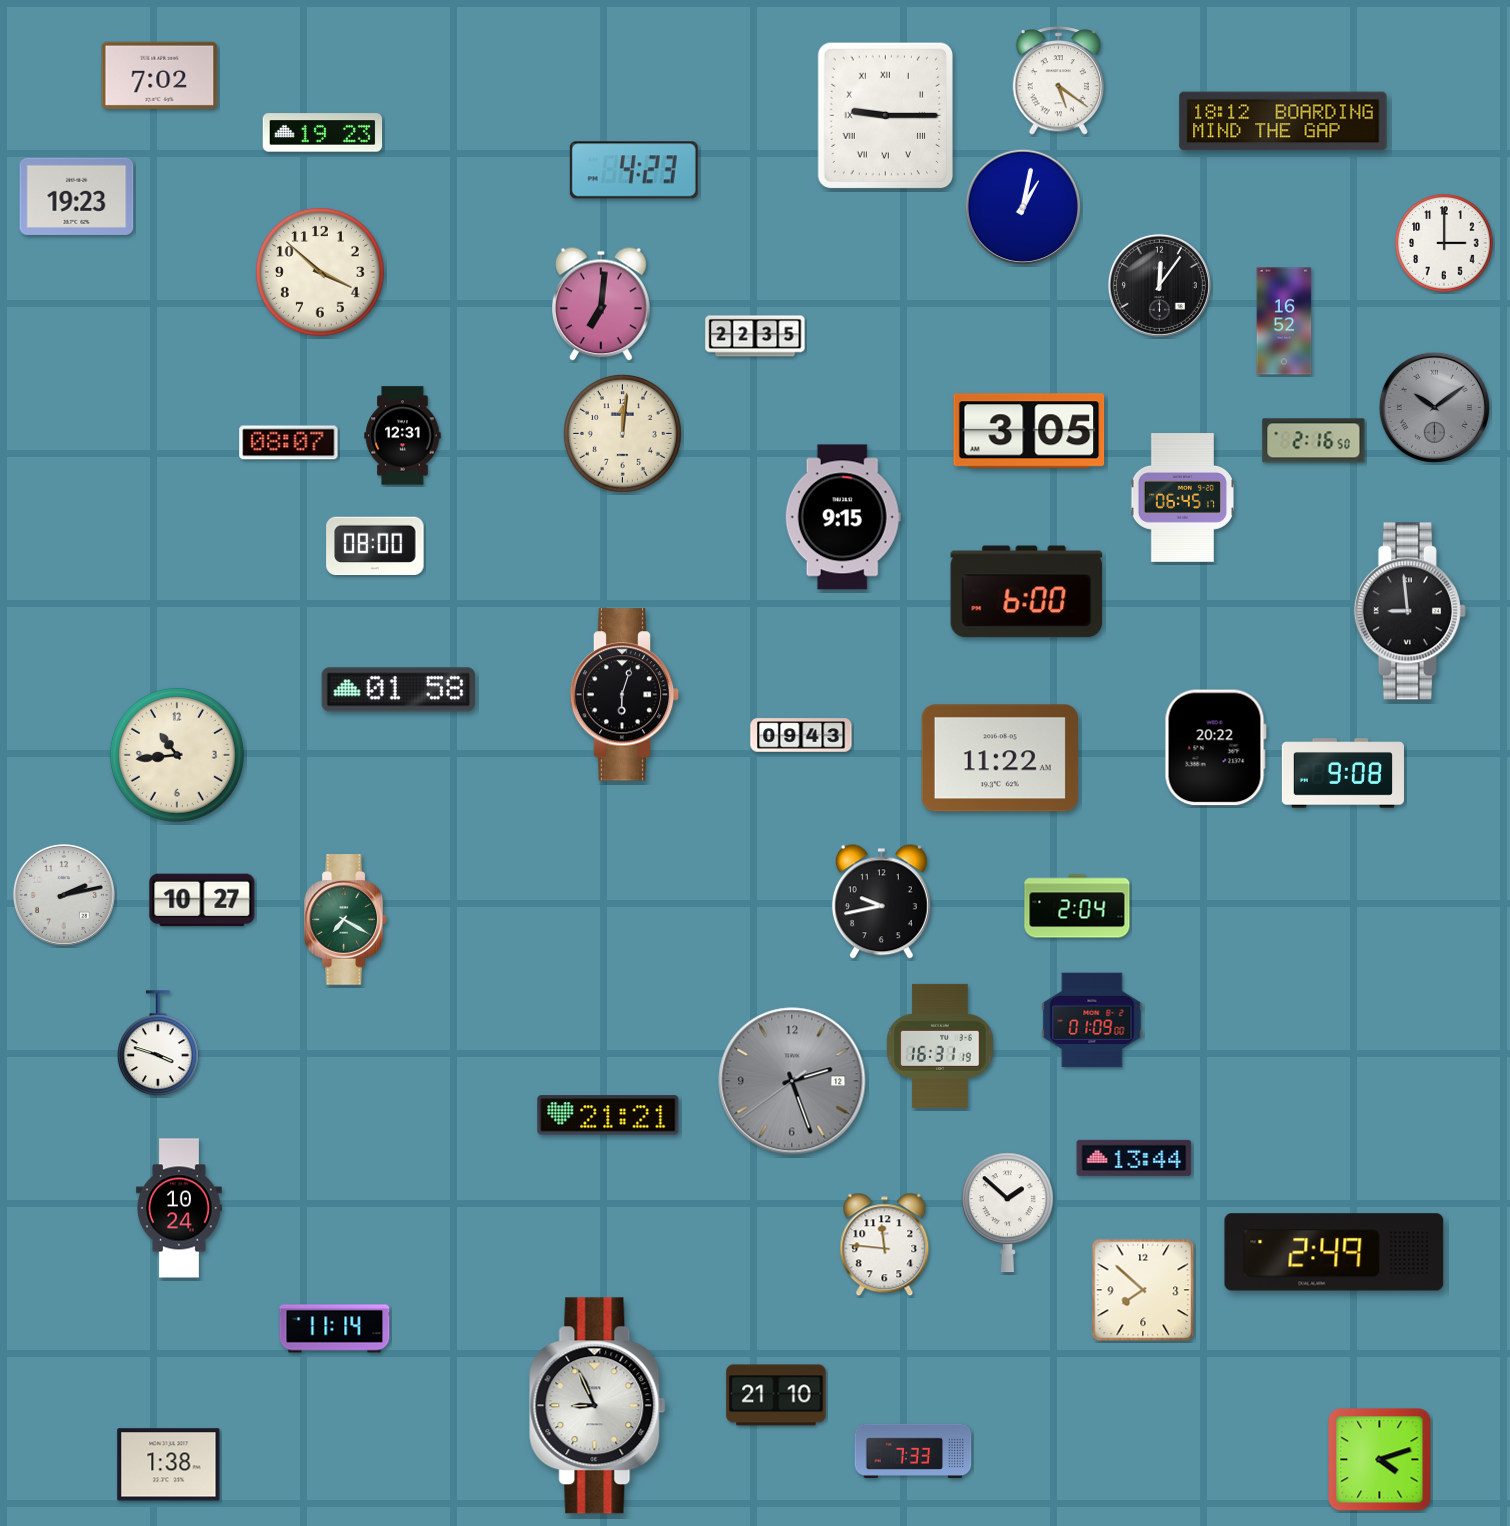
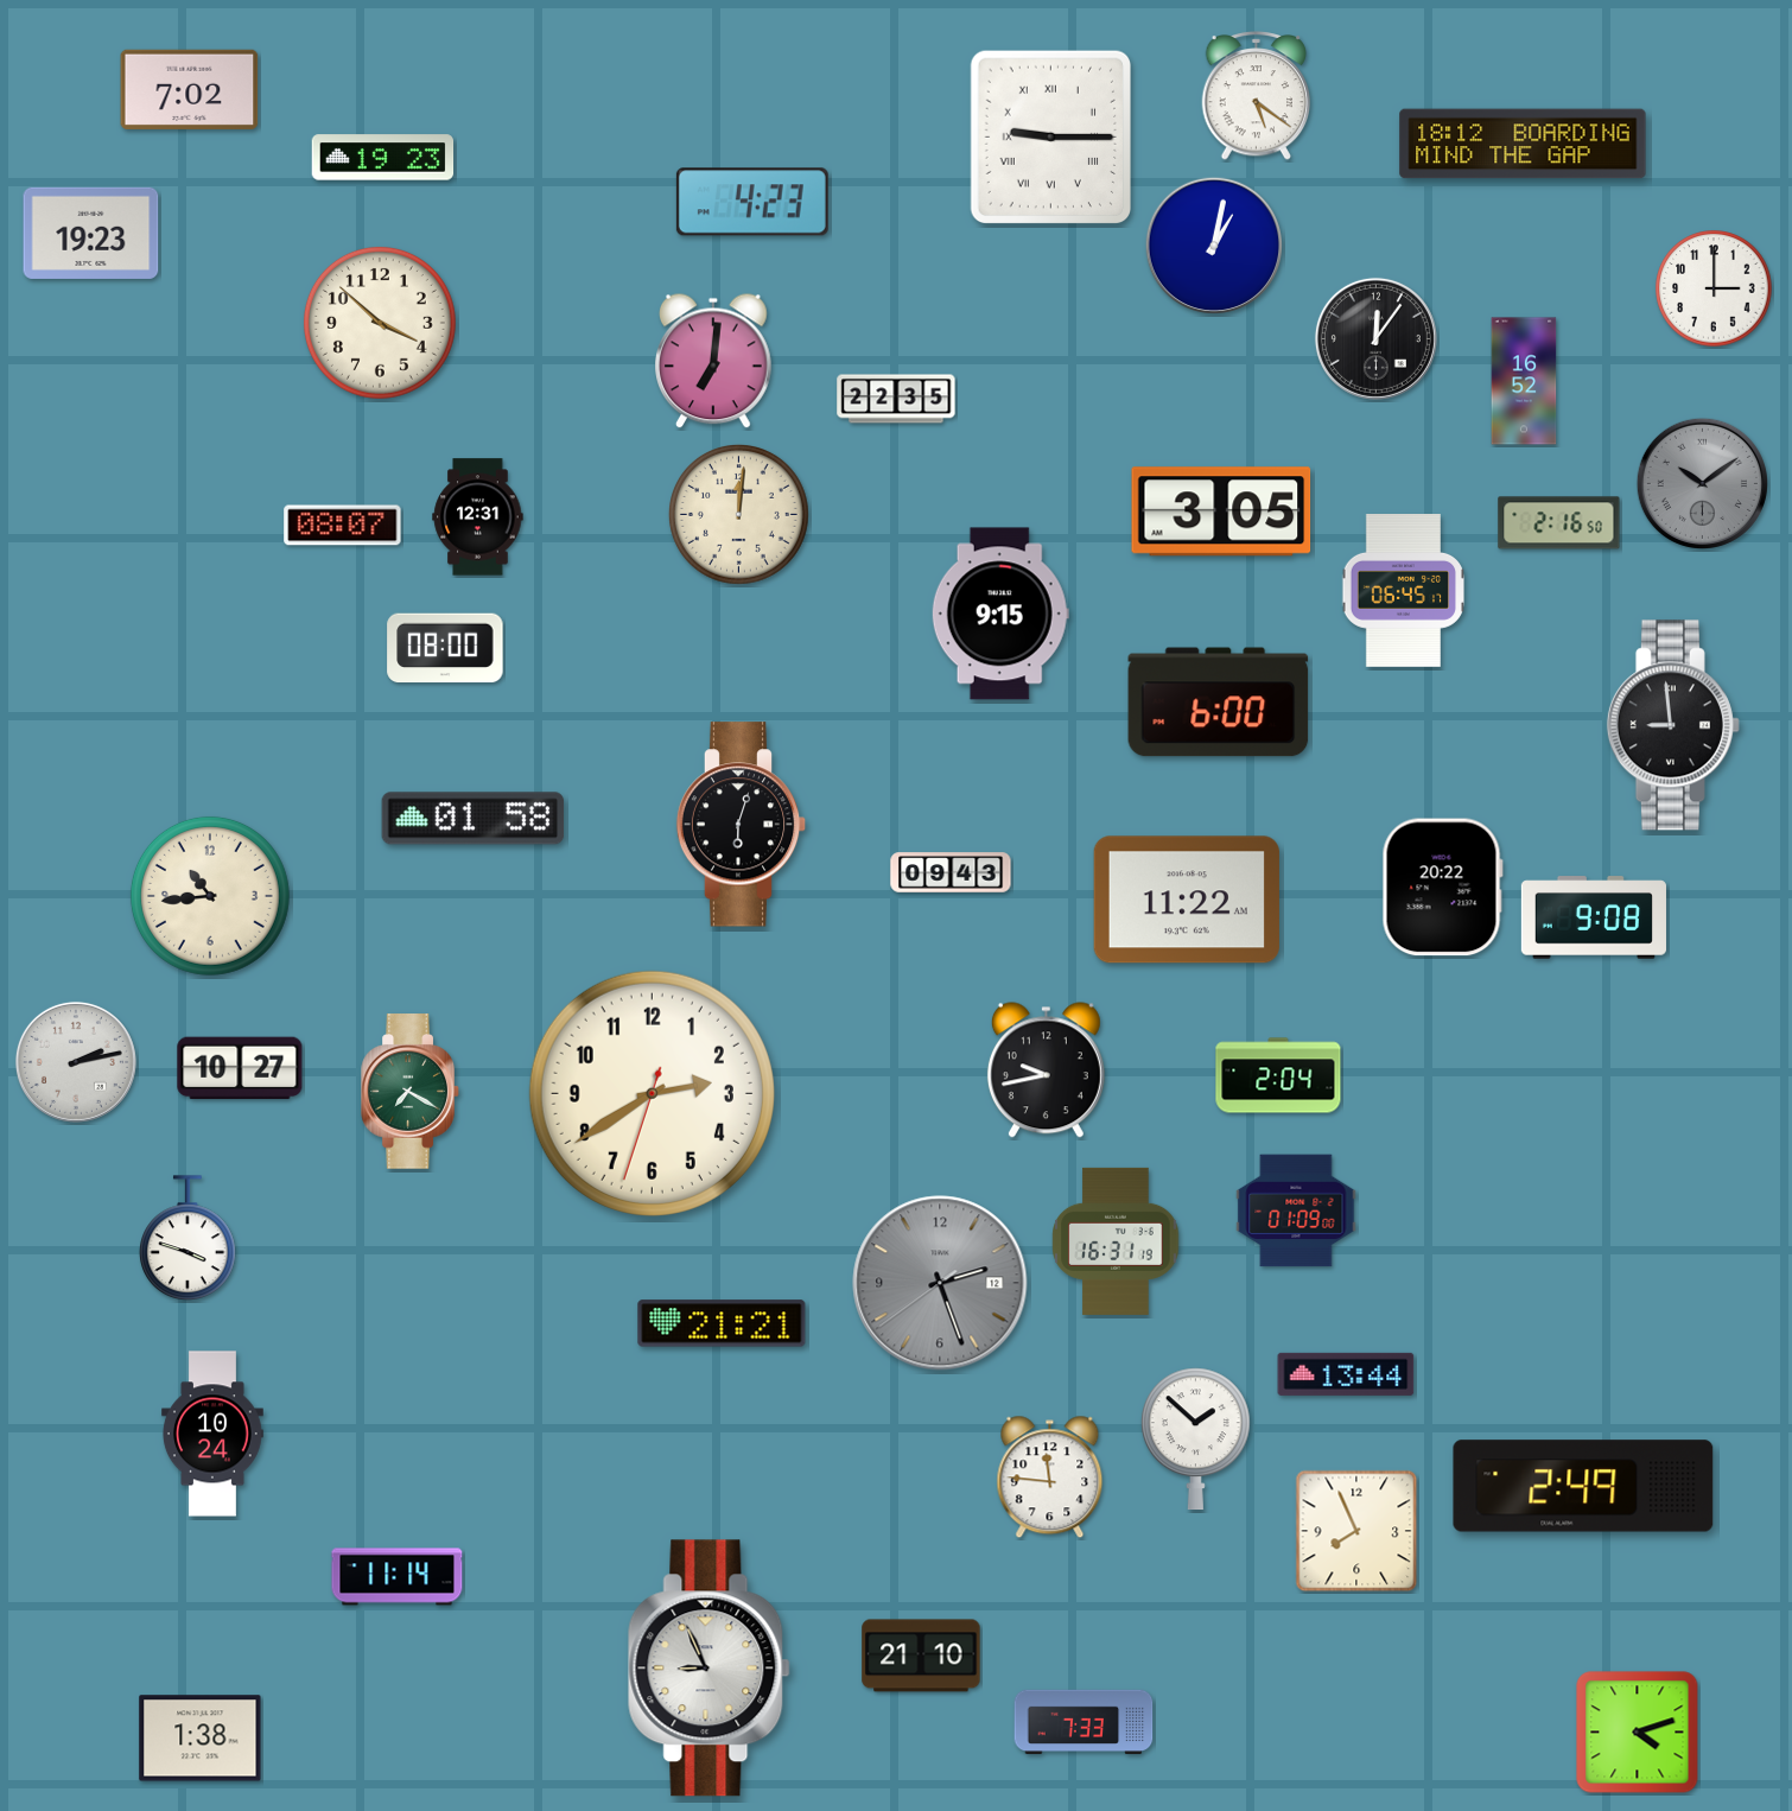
clock at (652, 1093): none -> 2:39
clock at (1143, 1290): 7:52 -> 7:56
